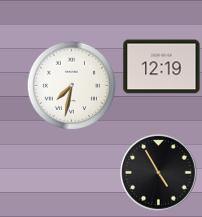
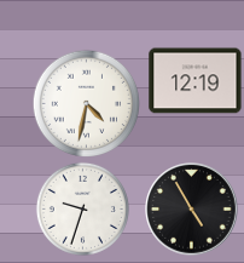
clock at (71, 85): 7:32 -> 4:32
clock at (82, 208): none -> 9:33
